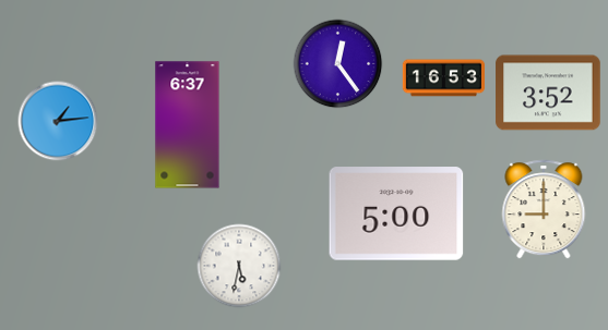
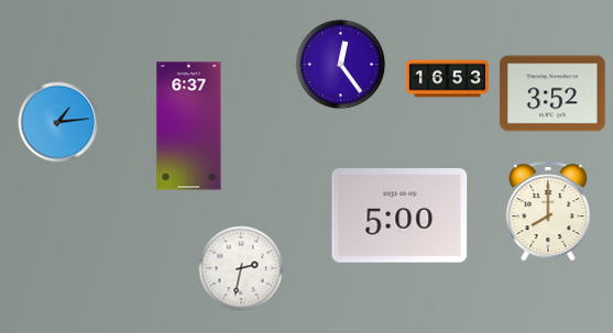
clock at (544, 209): 9:00 -> 8:00
clock at (239, 266): 5:32 -> 2:32
